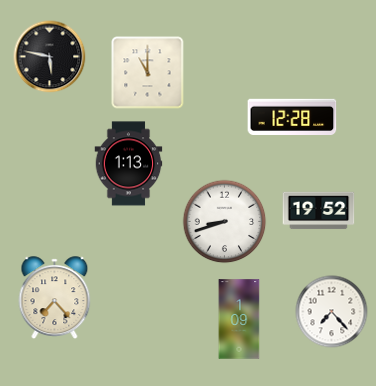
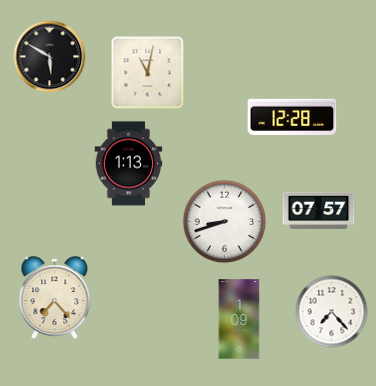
clock at (50, 57): 5:47 -> 5:50
clock at (148, 73): 11:00 -> 11:02
clock at (319, 211): 19:52 -> 07:57
